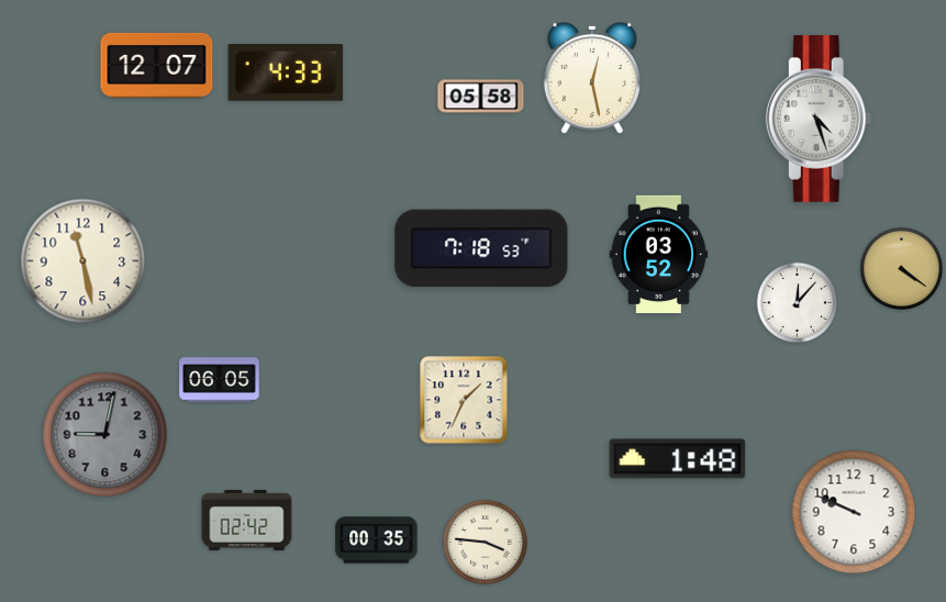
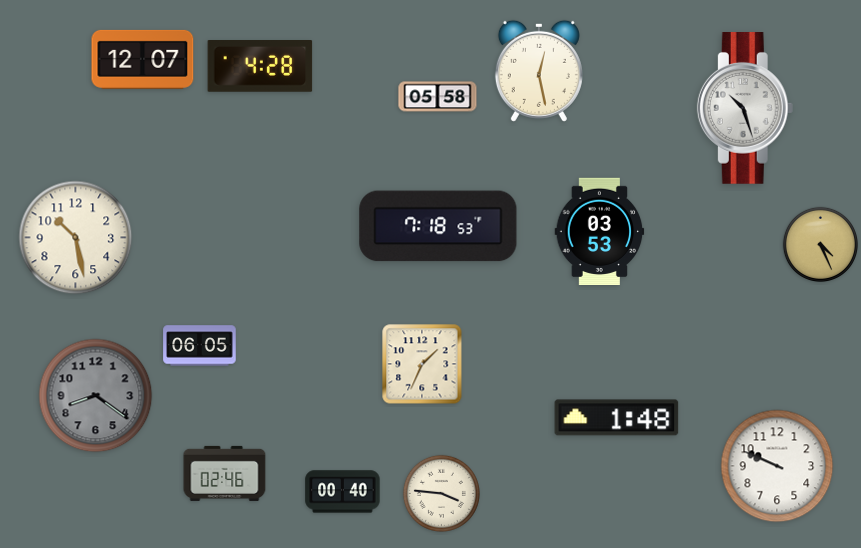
clock at (286, 74): 4:33 -> 4:28
clock at (481, 97) position: (481, 97) -> (438, 97)
clock at (819, 120): 4:27 -> 10:27
clock at (659, 254): 03:52 -> 03:53
clock at (84, 261): 11:28 -> 10:28
clock at (901, 268): 4:21 -> 4:26
clock at (798, 303): 12:07 -> none
clock at (105, 435): 9:02 -> 8:21
clock at (247, 520): 02:42 -> 02:46
clock at (377, 540): 00:35 -> 00:40
